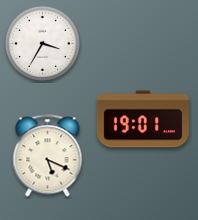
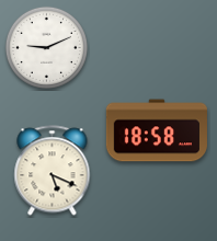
clock at (42, 43): 3:35 -> 9:11
clock at (143, 119): 19:01 -> 18:58
